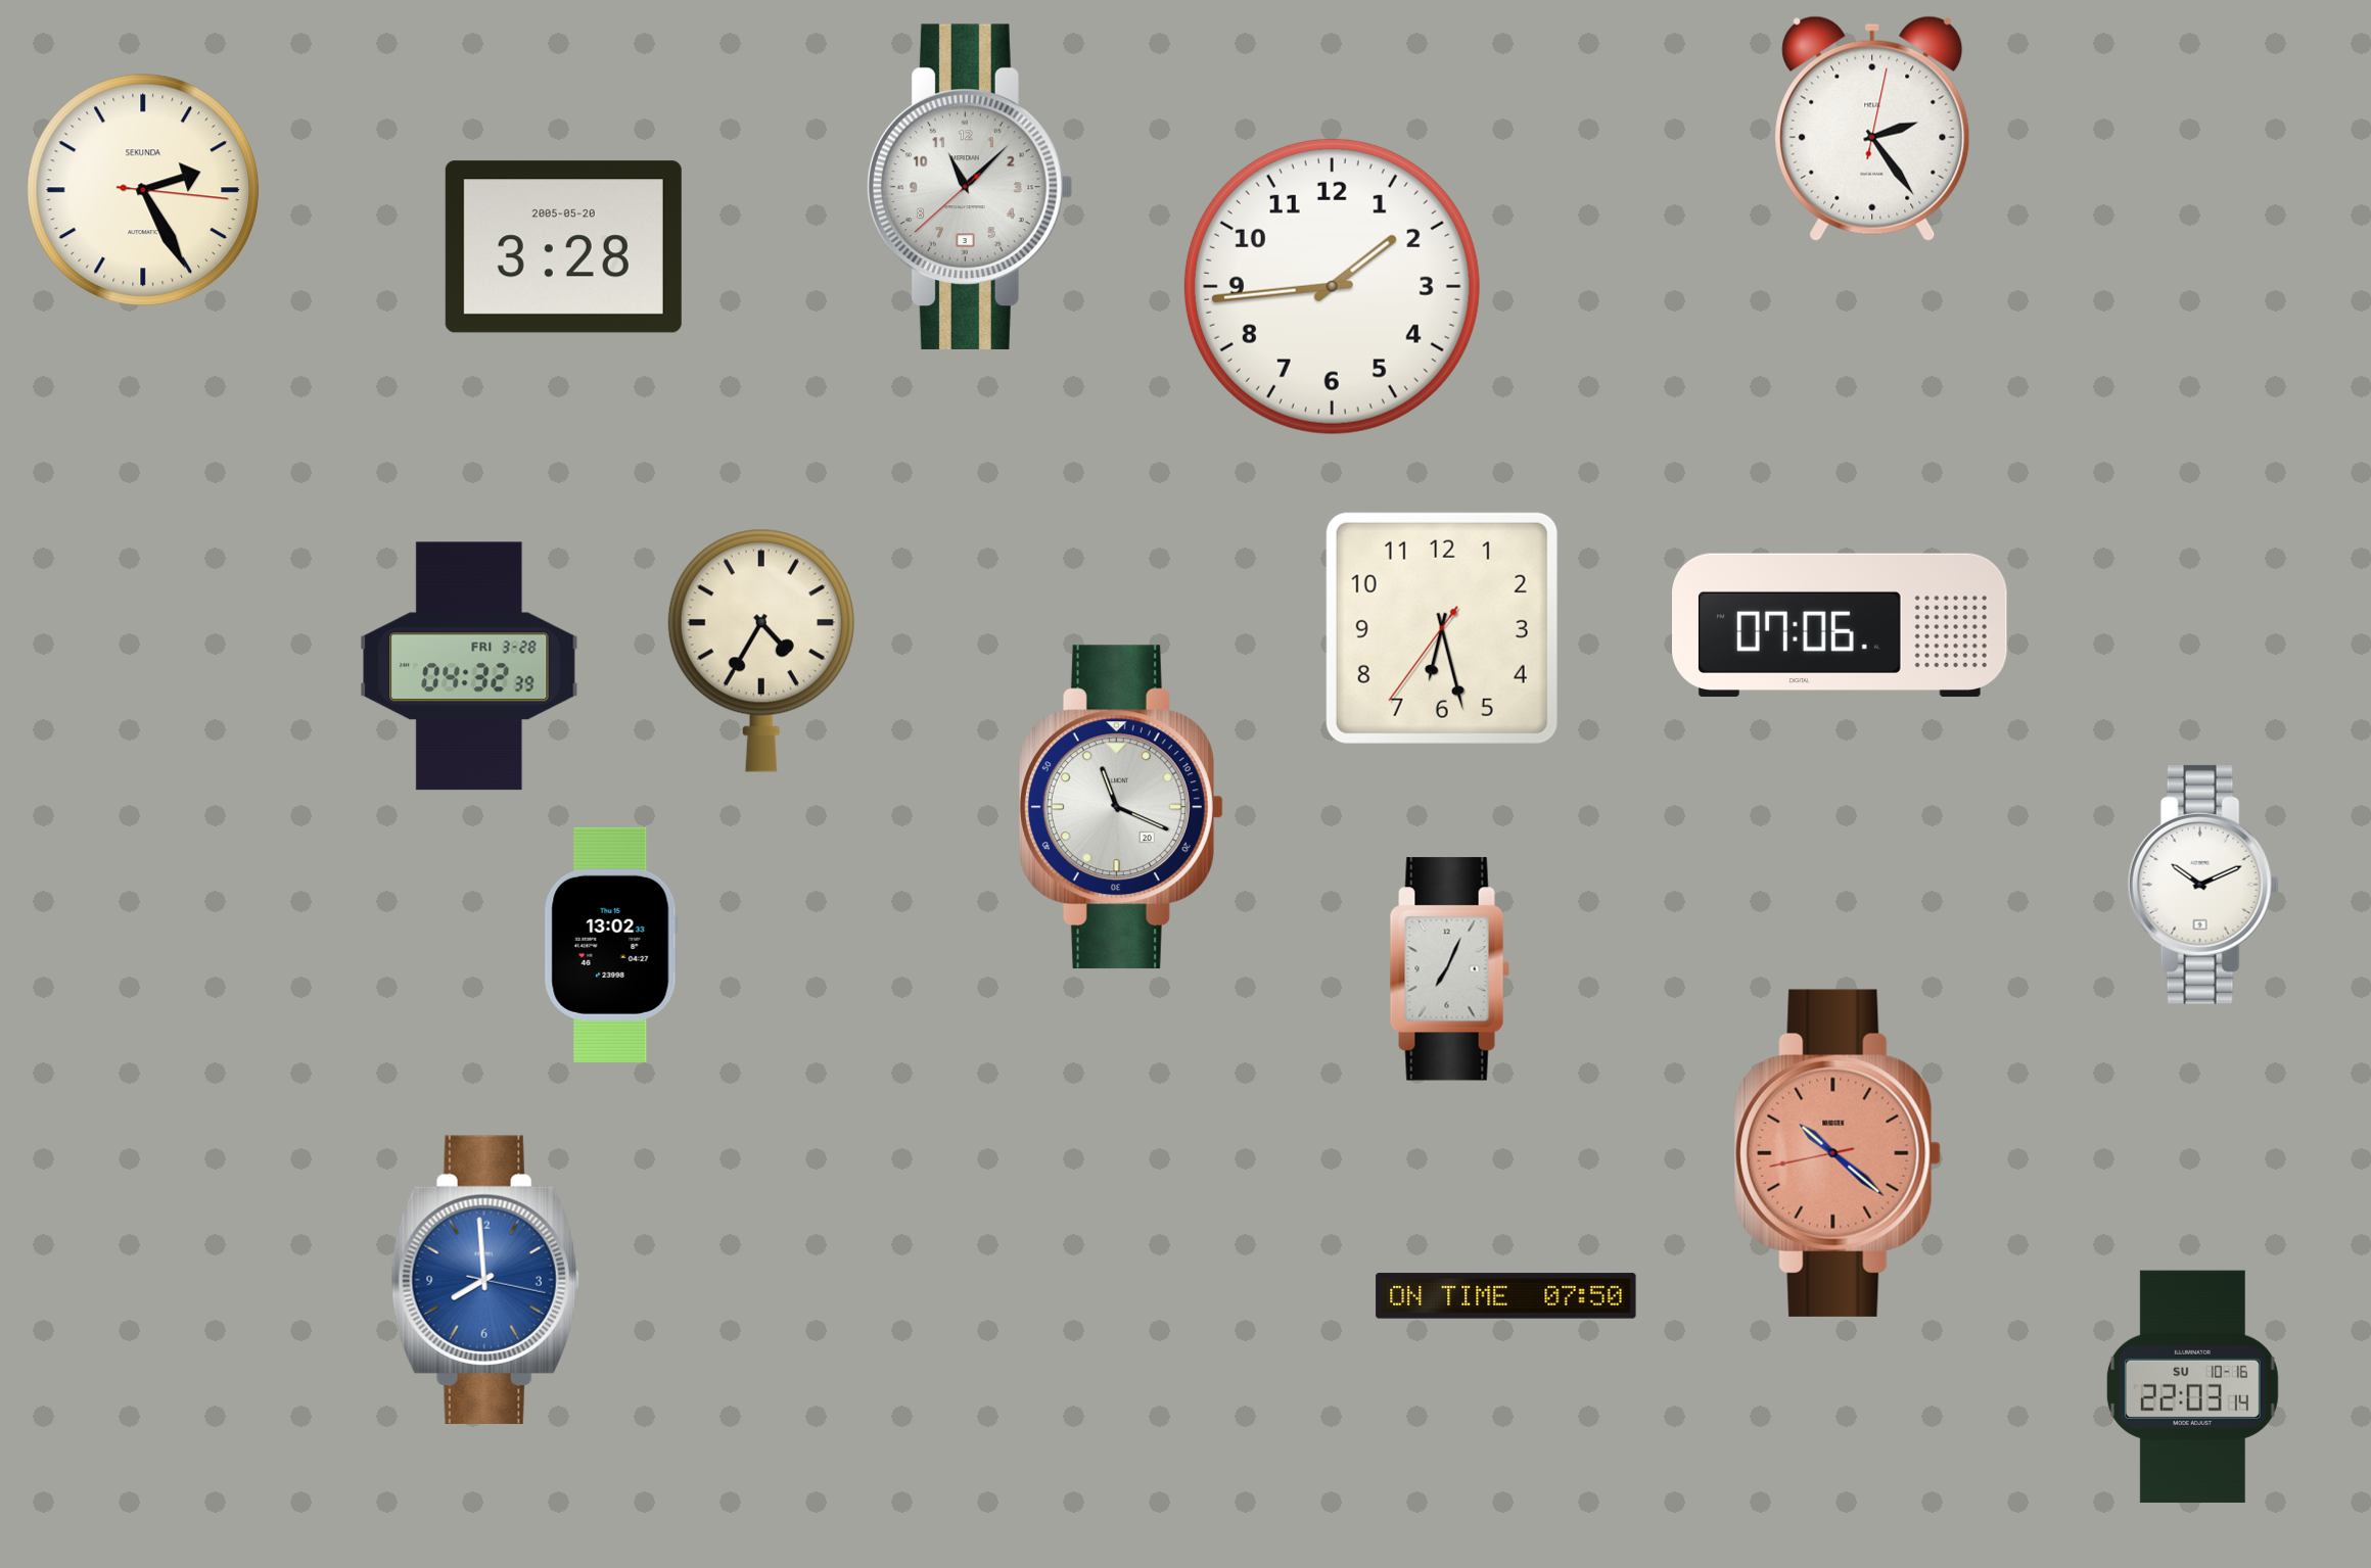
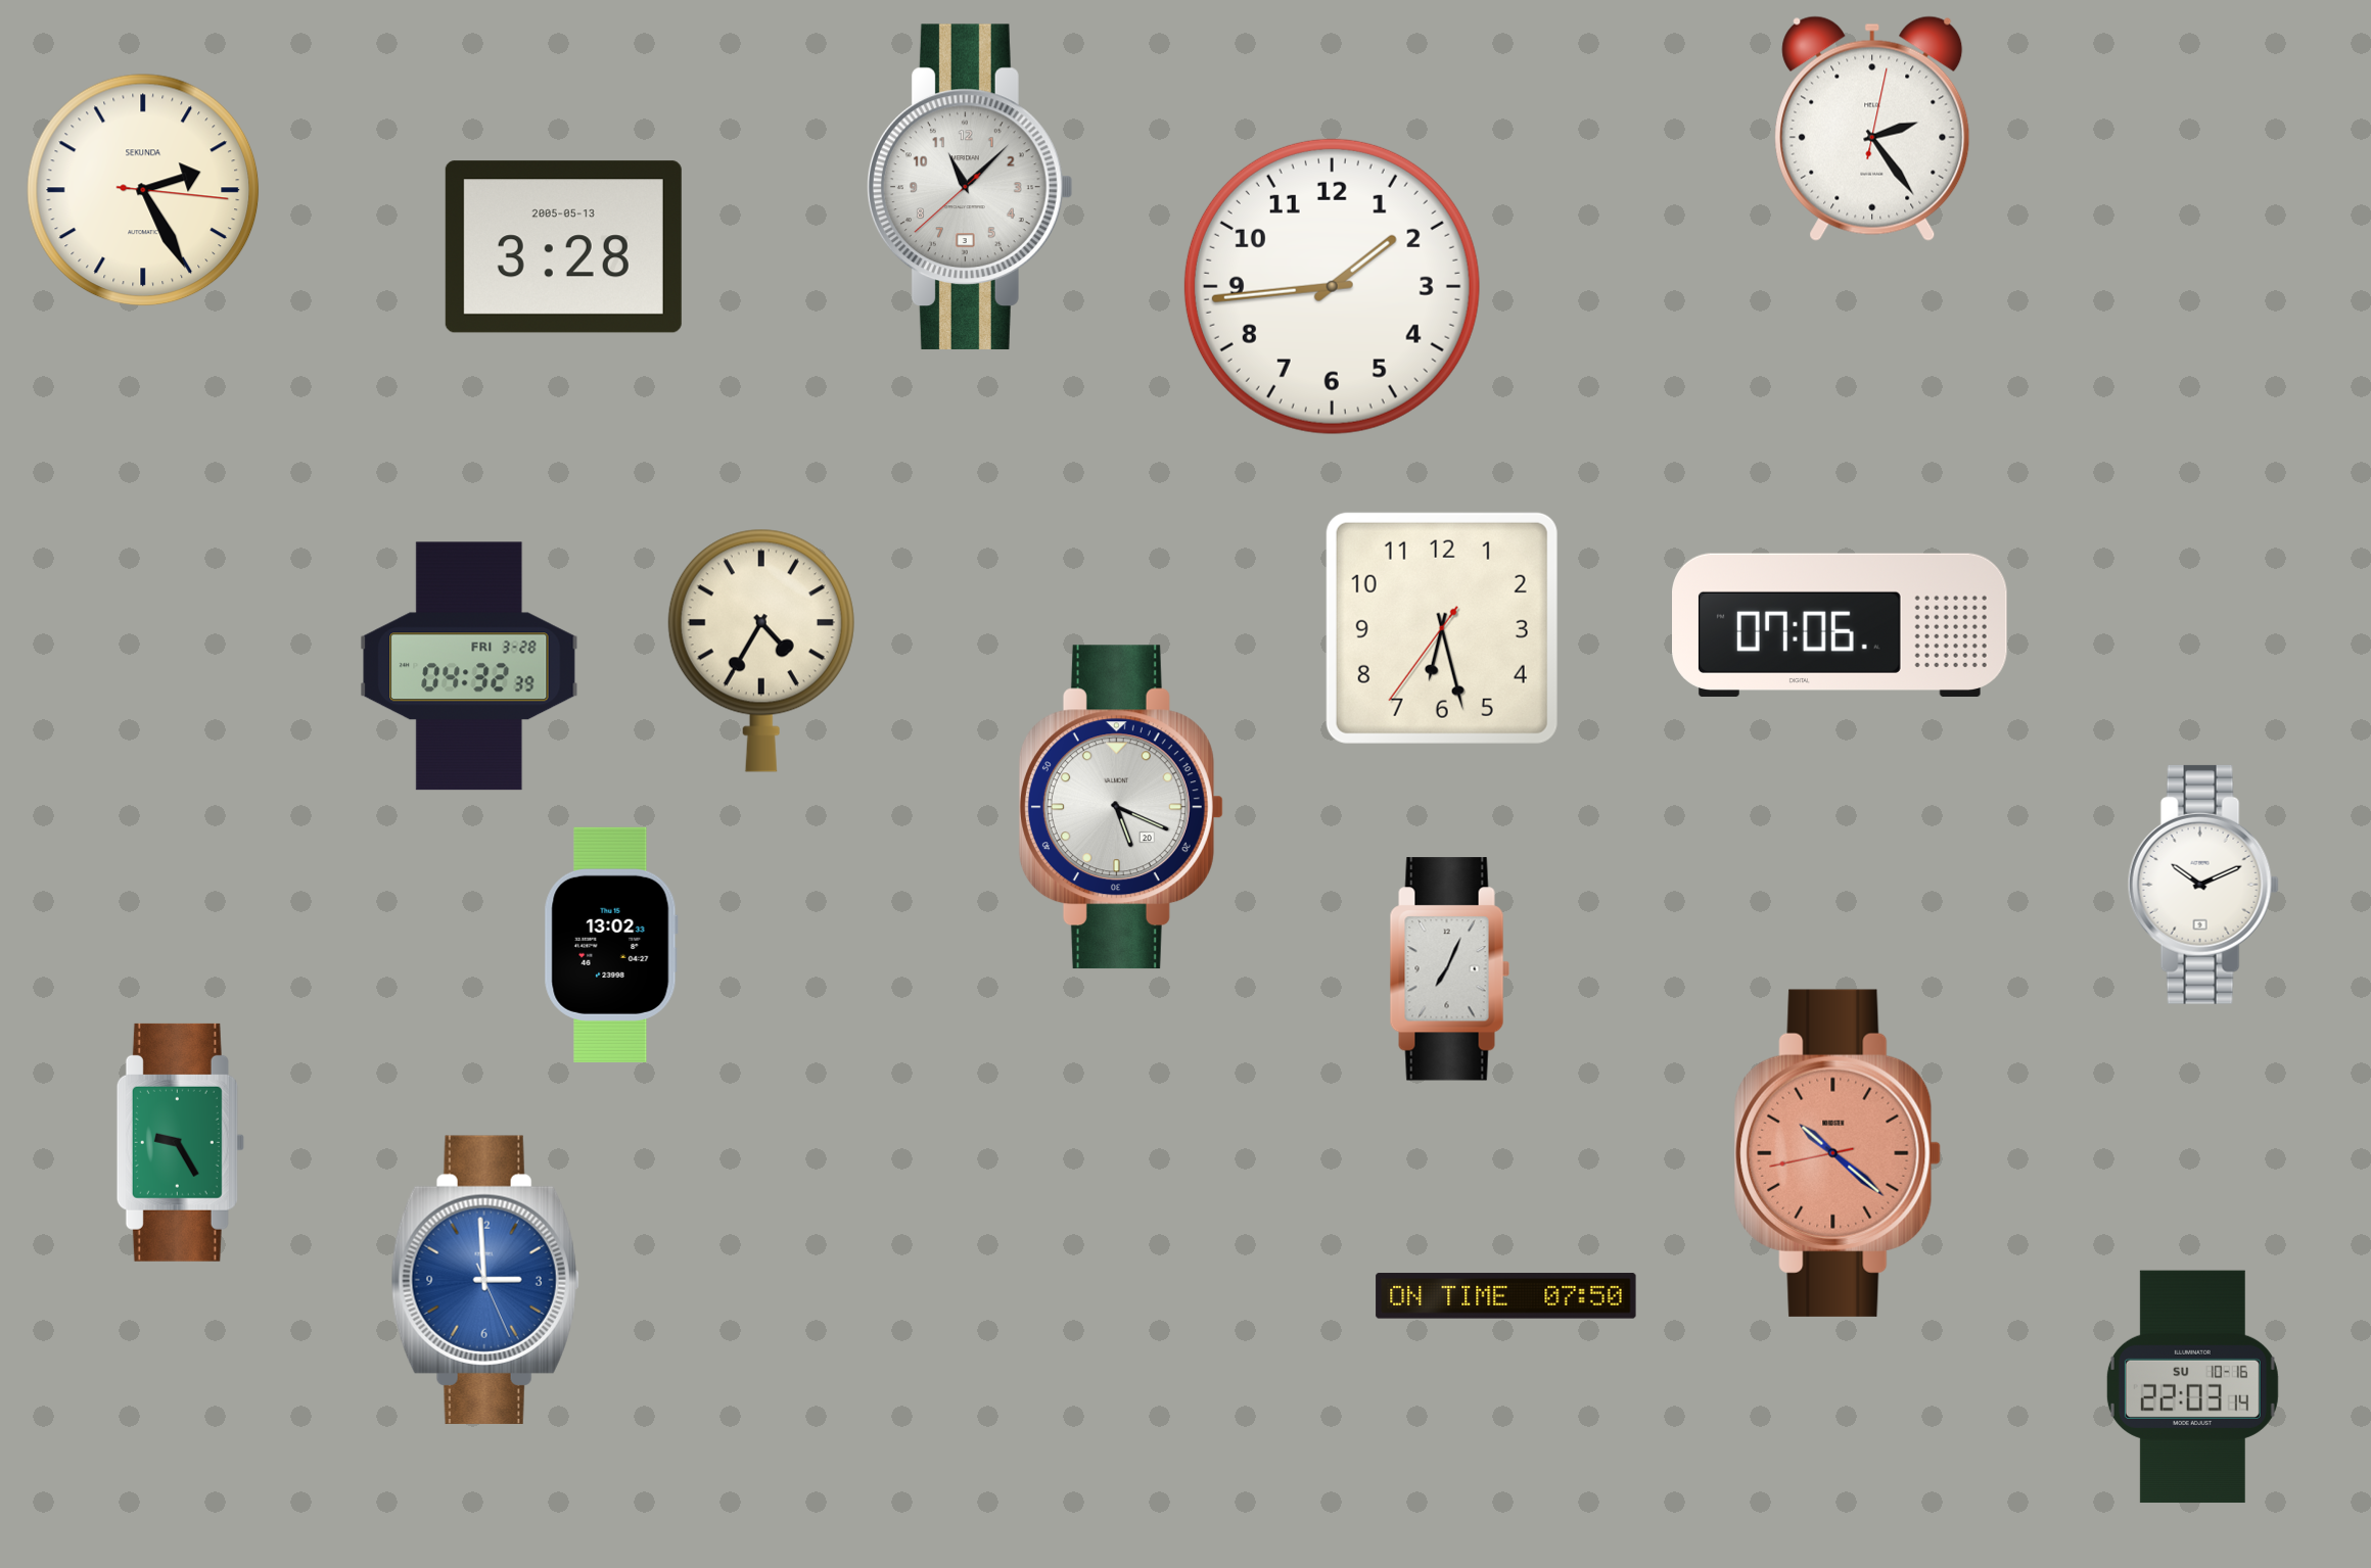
clock at (563, 247) date: 2005-05-20 -> 2005-05-13
clock at (1121, 807): 11:19 -> 5:19
clock at (180, 1142): none -> 9:25
clock at (485, 1280): 7:59 -> 2:59
